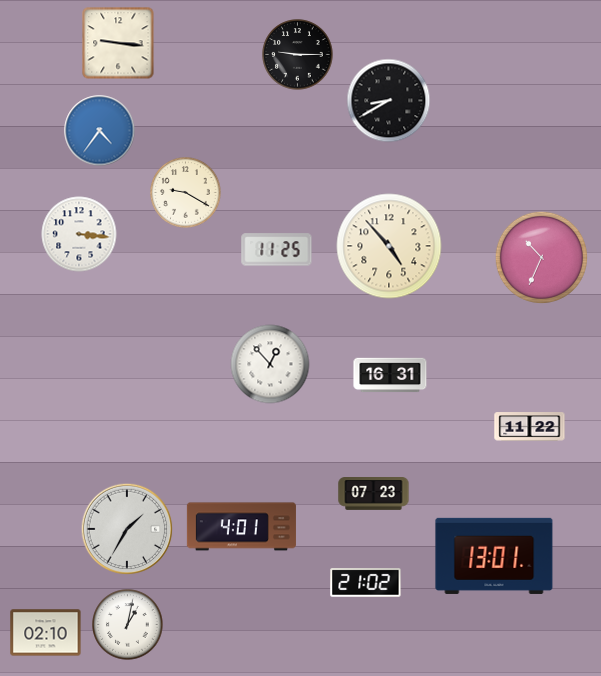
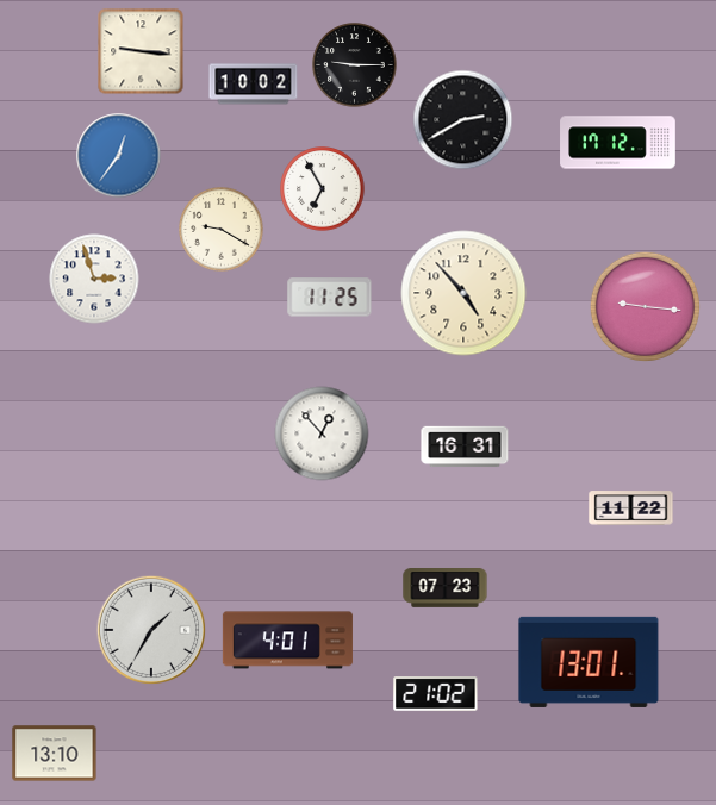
clock at (254, 85): none -> 10:02
clock at (389, 101): 8:40 -> 2:40
clock at (618, 143): none -> 17:12
clock at (100, 131): 4:36 -> 12:36
clock at (323, 189): none -> 6:55
clock at (79, 234): 3:16 -> 2:57
clock at (541, 257): 10:34 -> 9:16
clock at (241, 527) position: (241, 527) -> (287, 641)
clock at (128, 625): 1:02 -> none
clock at (46, 633): 02:10 -> 13:10
